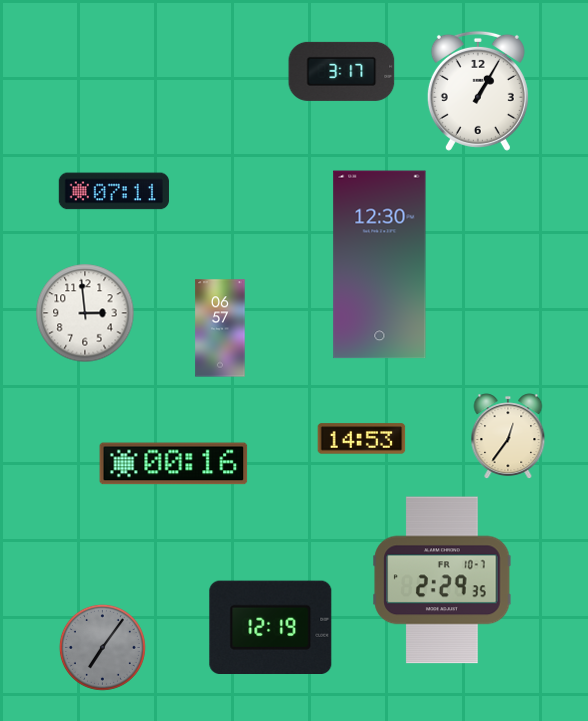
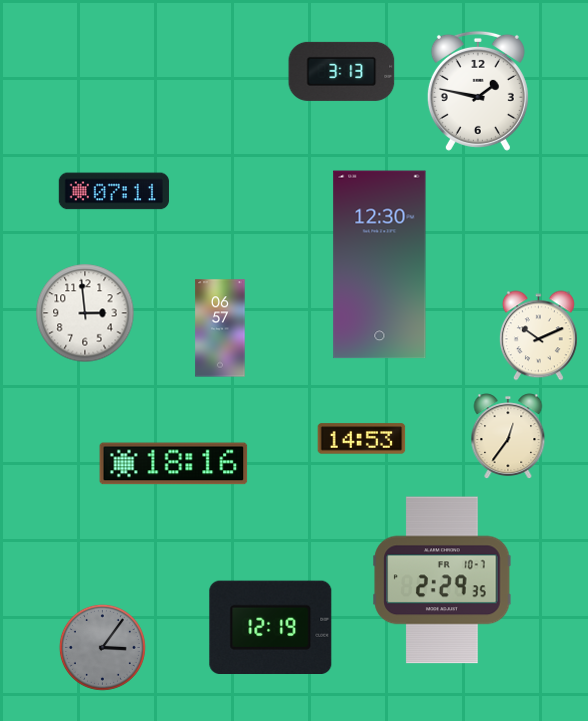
clock at (342, 71): 3:17 -> 3:13
clock at (478, 91): 1:05 -> 1:47
clock at (538, 336): none -> 10:11
clock at (174, 464): 00:16 -> 18:16
clock at (102, 647): 7:06 -> 3:06
